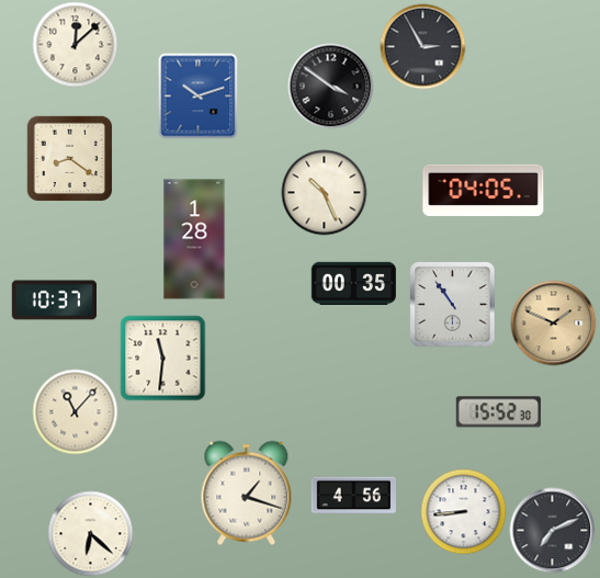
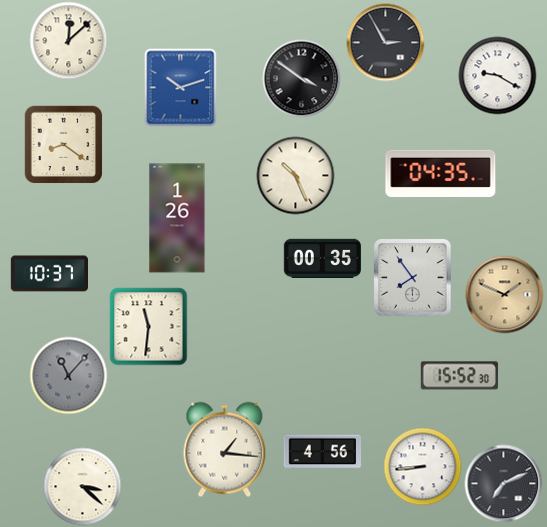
clock at (497, 75): none -> 9:20
clock at (484, 190): 04:05 -> 04:35
clock at (194, 239): 1:28 -> 1:26
clock at (452, 304): 10:54 -> 7:54
clock at (75, 411) dial: cream -> grey
clock at (498, 412) position: (498, 412) -> (459, 376)
clock at (247, 492): 1:18 -> 1:16
clock at (90, 533): 6:22 -> 3:22
